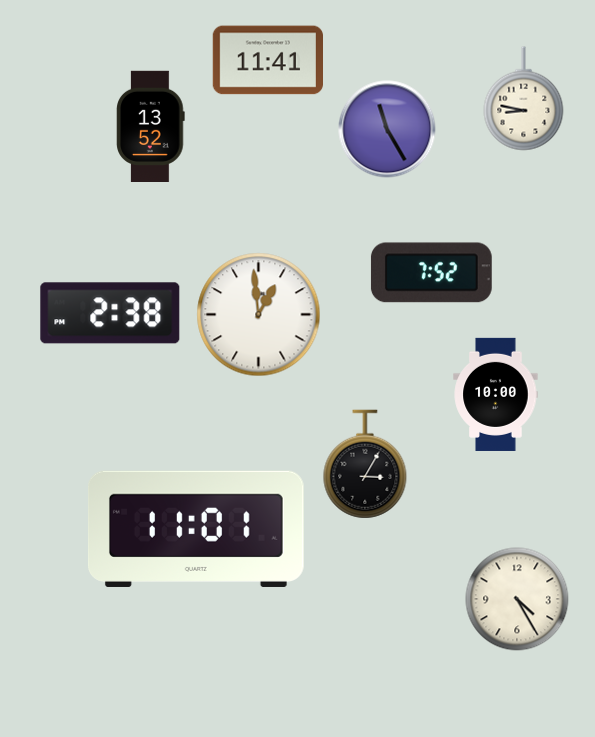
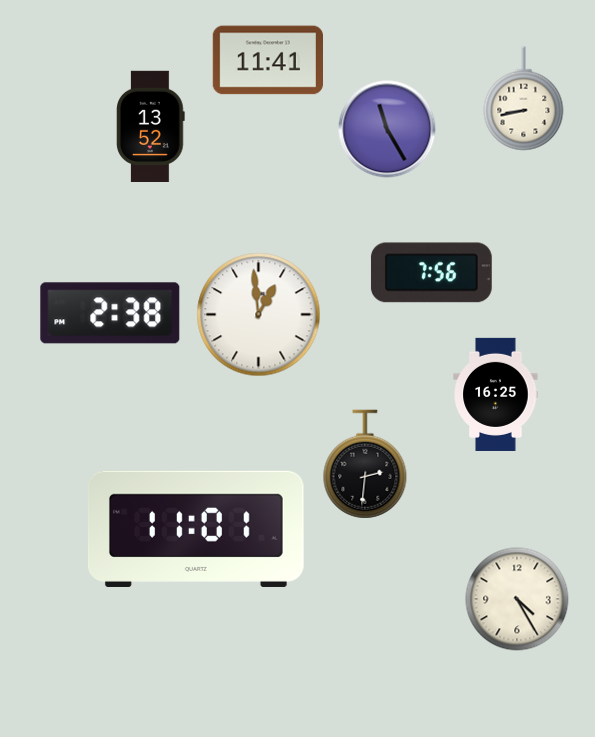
clock at (524, 99): 8:47 -> 8:43
clock at (431, 273): 7:52 -> 7:56
clock at (496, 394): 10:00 -> 16:25
clock at (365, 464): 3:05 -> 2:31
